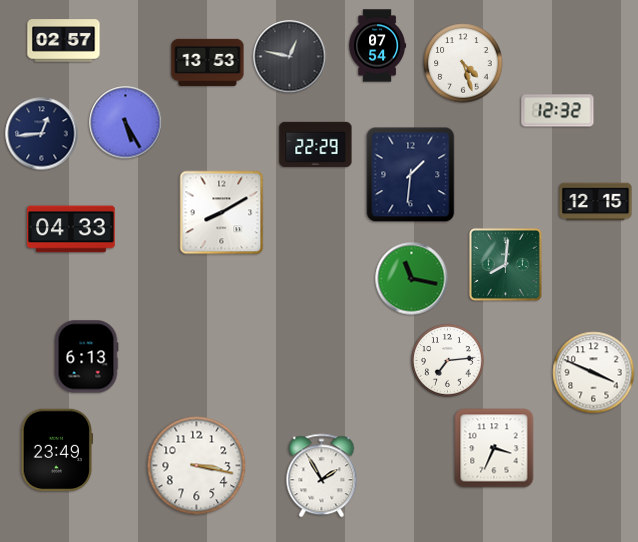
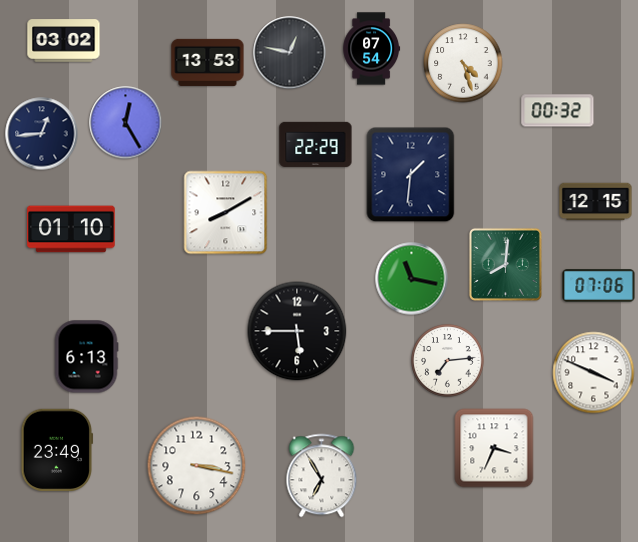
clock at (64, 41): 02:57 -> 03:02
clock at (378, 46) position: (378, 46) -> (372, 49)
clock at (290, 57) position: (290, 57) -> (290, 53)
clock at (558, 111): 12:32 -> 00:32
clock at (126, 123): 5:25 -> 12:25
clock at (222, 213) position: (222, 213) -> (226, 213)
clock at (71, 229): 04:33 -> 01:10
clock at (599, 286): none -> 07:06
clock at (297, 331): none -> 5:45
clock at (322, 476): 1:55 -> 6:55
